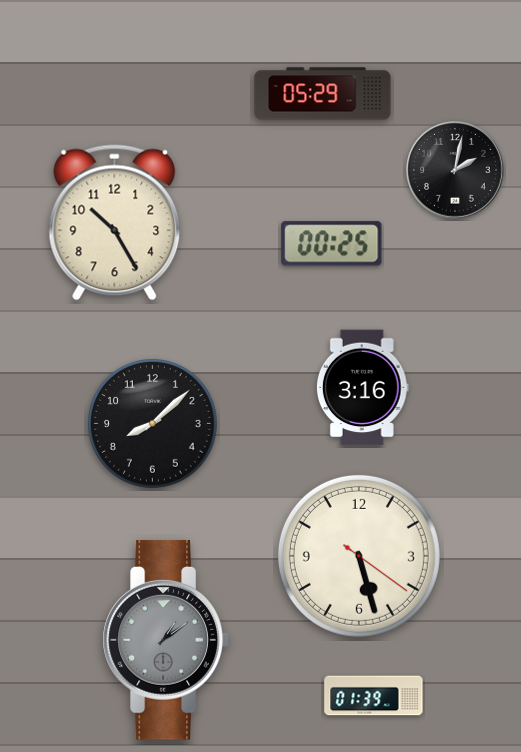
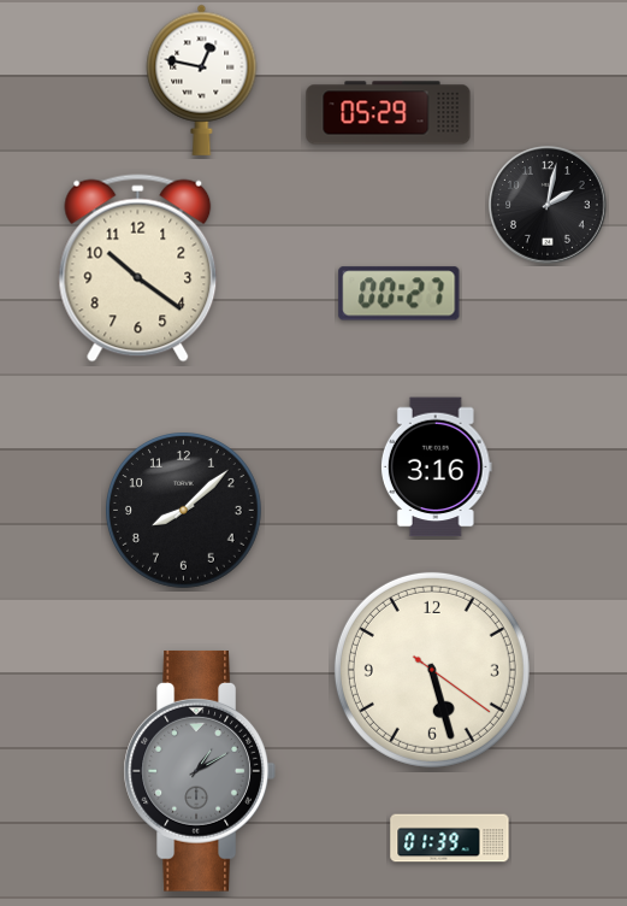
clock at (202, 80): none -> 12:47
clock at (115, 223): 10:25 -> 10:21
clock at (332, 244): 00:25 -> 00:27
clock at (166, 640): 1:09 -> 1:10
